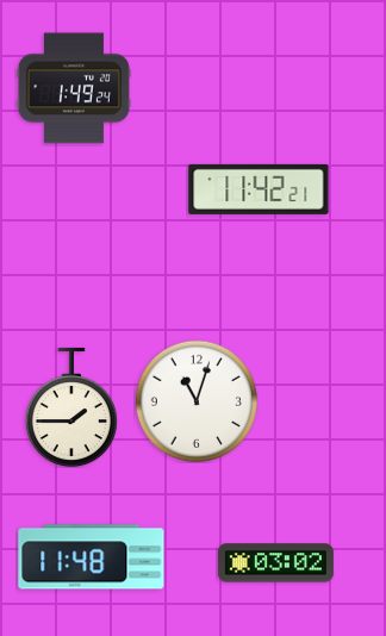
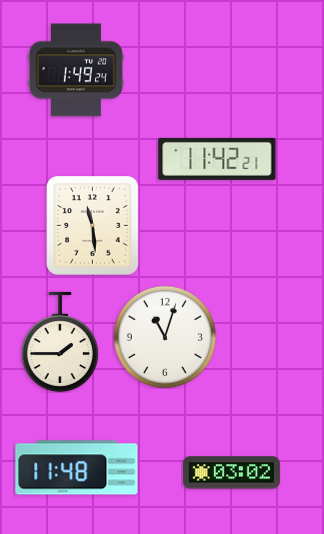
clock at (74, 88) position: (74, 88) -> (76, 70)
clock at (93, 225): none -> 11:29
